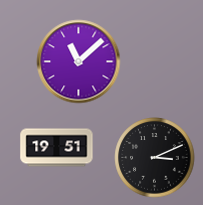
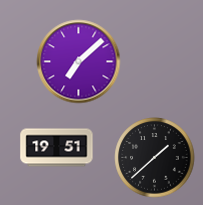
clock at (79, 62): 11:08 -> 7:08
clock at (155, 158): 3:11 -> 1:38
